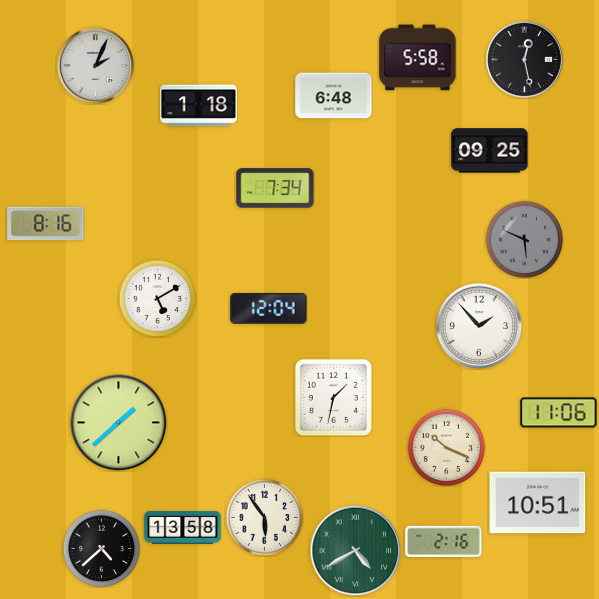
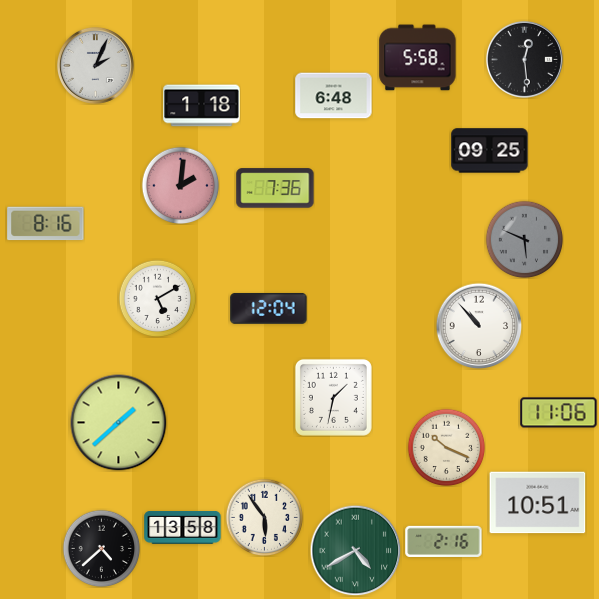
clock at (524, 59): 12:28 -> 12:29
clock at (199, 106) position: (199, 106) -> (202, 106)
clock at (180, 185): none -> 2:01
clock at (275, 188): 7:34 -> 7:36
clock at (479, 326): 1:53 -> 10:53
